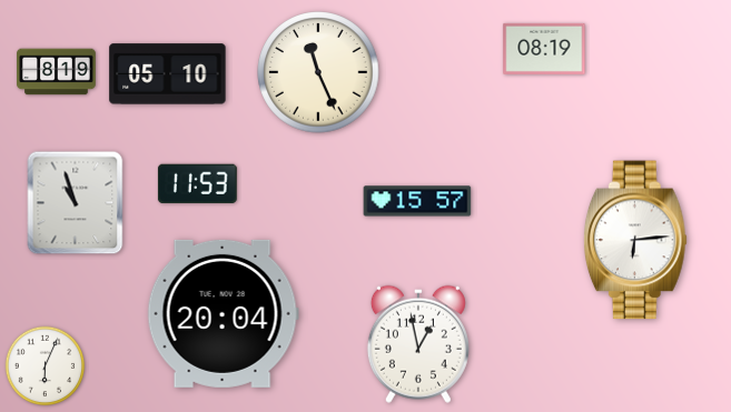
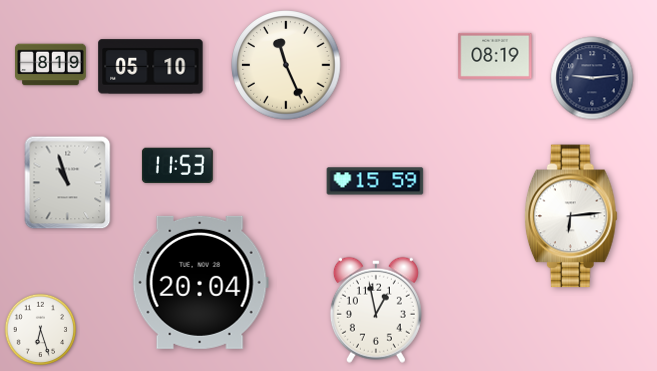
clock at (544, 49) position: (544, 49) -> (495, 56)
clock at (592, 78): none -> 9:14
clock at (417, 201): 15:57 -> 15:59
clock at (46, 366): 6:04 -> 6:27
